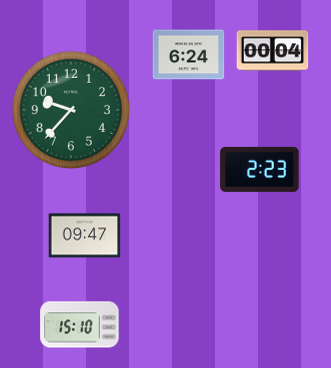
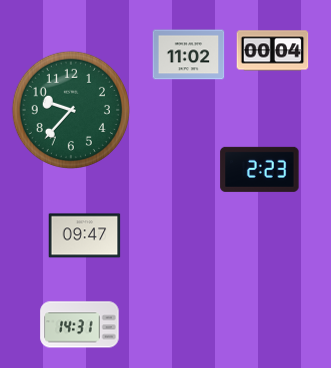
clock at (189, 55): 6:24 -> 11:02
clock at (80, 325): 15:10 -> 14:31
